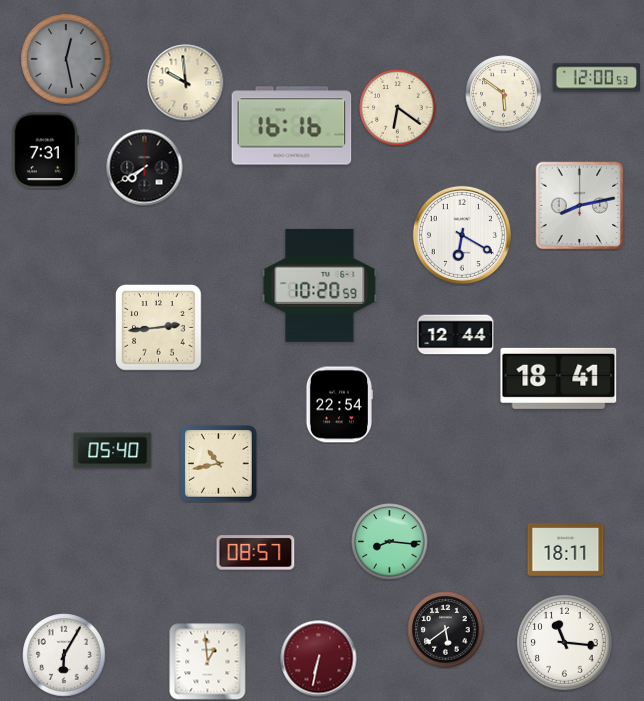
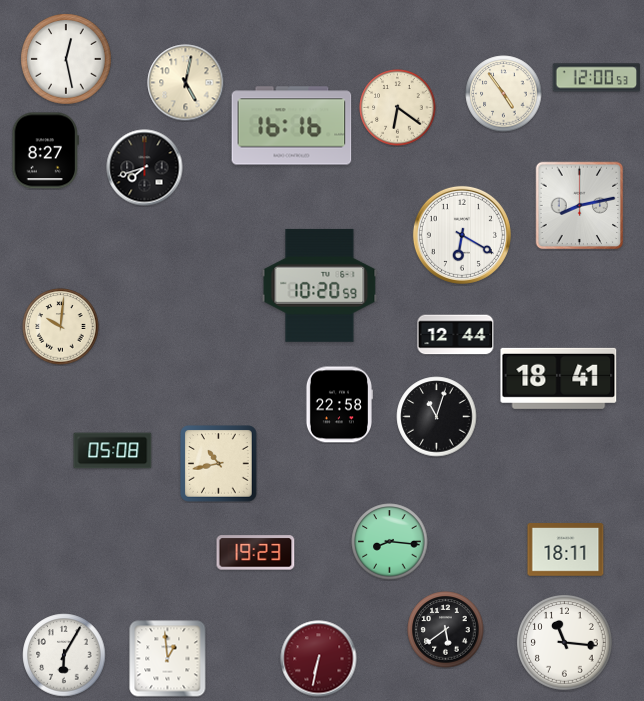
clock at (66, 59) dial: grey -> white
clock at (186, 83): 9:59 -> 5:02
clock at (504, 94): 5:51 -> 4:54
clock at (45, 151): 7:31 -> 8:27
clock at (145, 168): 7:40 -> 7:42
clock at (61, 327): none -> 10:01
clock at (159, 328): 2:44 -> none
clock at (339, 405): 22:54 -> 22:58
clock at (437, 417): none -> 11:03
clock at (113, 451): 05:40 -> 05:08
clock at (256, 553): 08:57 -> 19:23
clock at (208, 662) position: (208, 662) -> (168, 659)
